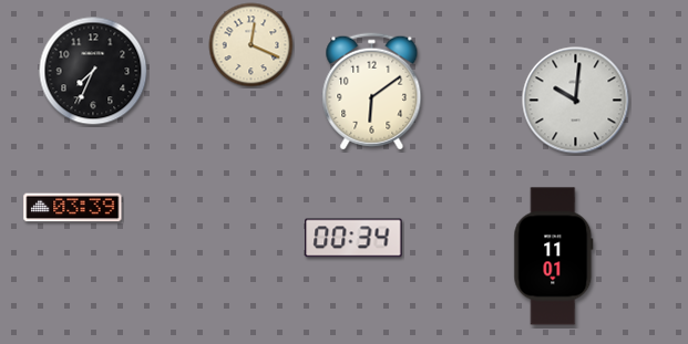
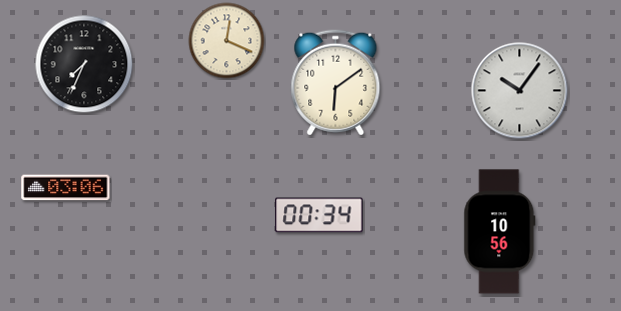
clock at (576, 101): 10:01 -> 10:06
clock at (73, 208): 03:39 -> 03:06
clock at (554, 257): 11:01 -> 10:56
